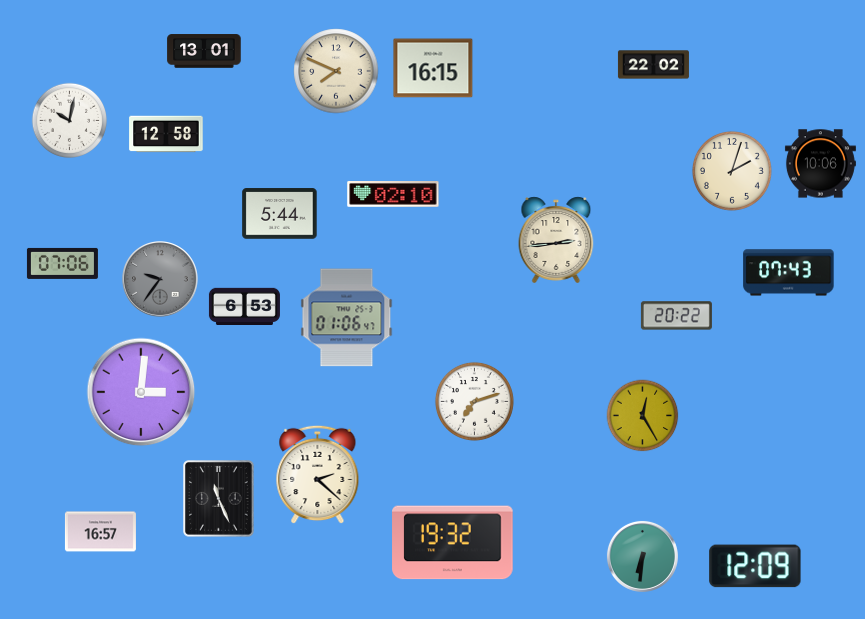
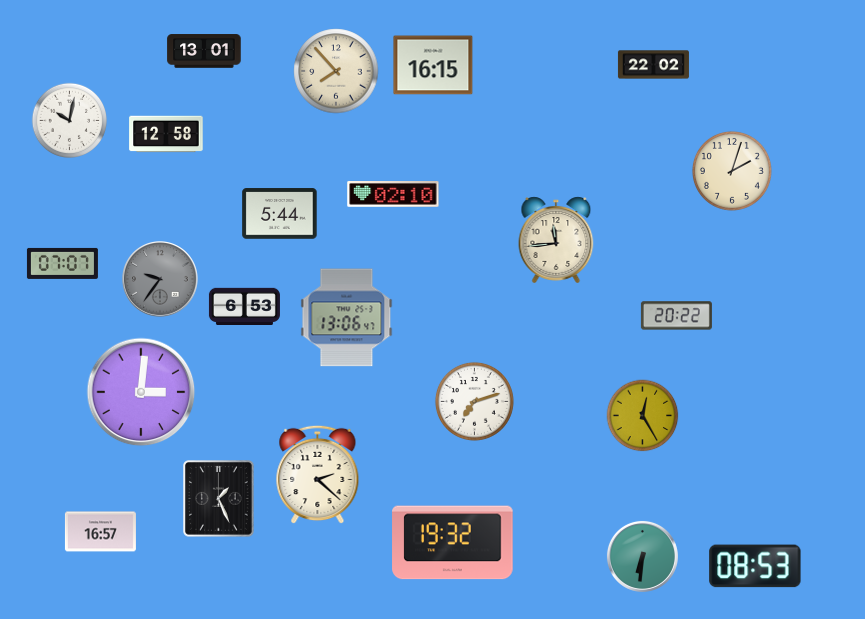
clock at (433, 68) position: (433, 68) -> (433, 65)
clock at (336, 71): 7:49 -> 7:53
clock at (820, 164): 10:06 -> none
clock at (556, 240): 2:44 -> 11:44
clock at (62, 263): 07:06 -> 07:07
clock at (789, 273): 07:43 -> none
clock at (347, 318): 01:06 -> 13:06
clock at (219, 499): 11:26 -> 1:26
clock at (755, 566): 12:09 -> 08:53
